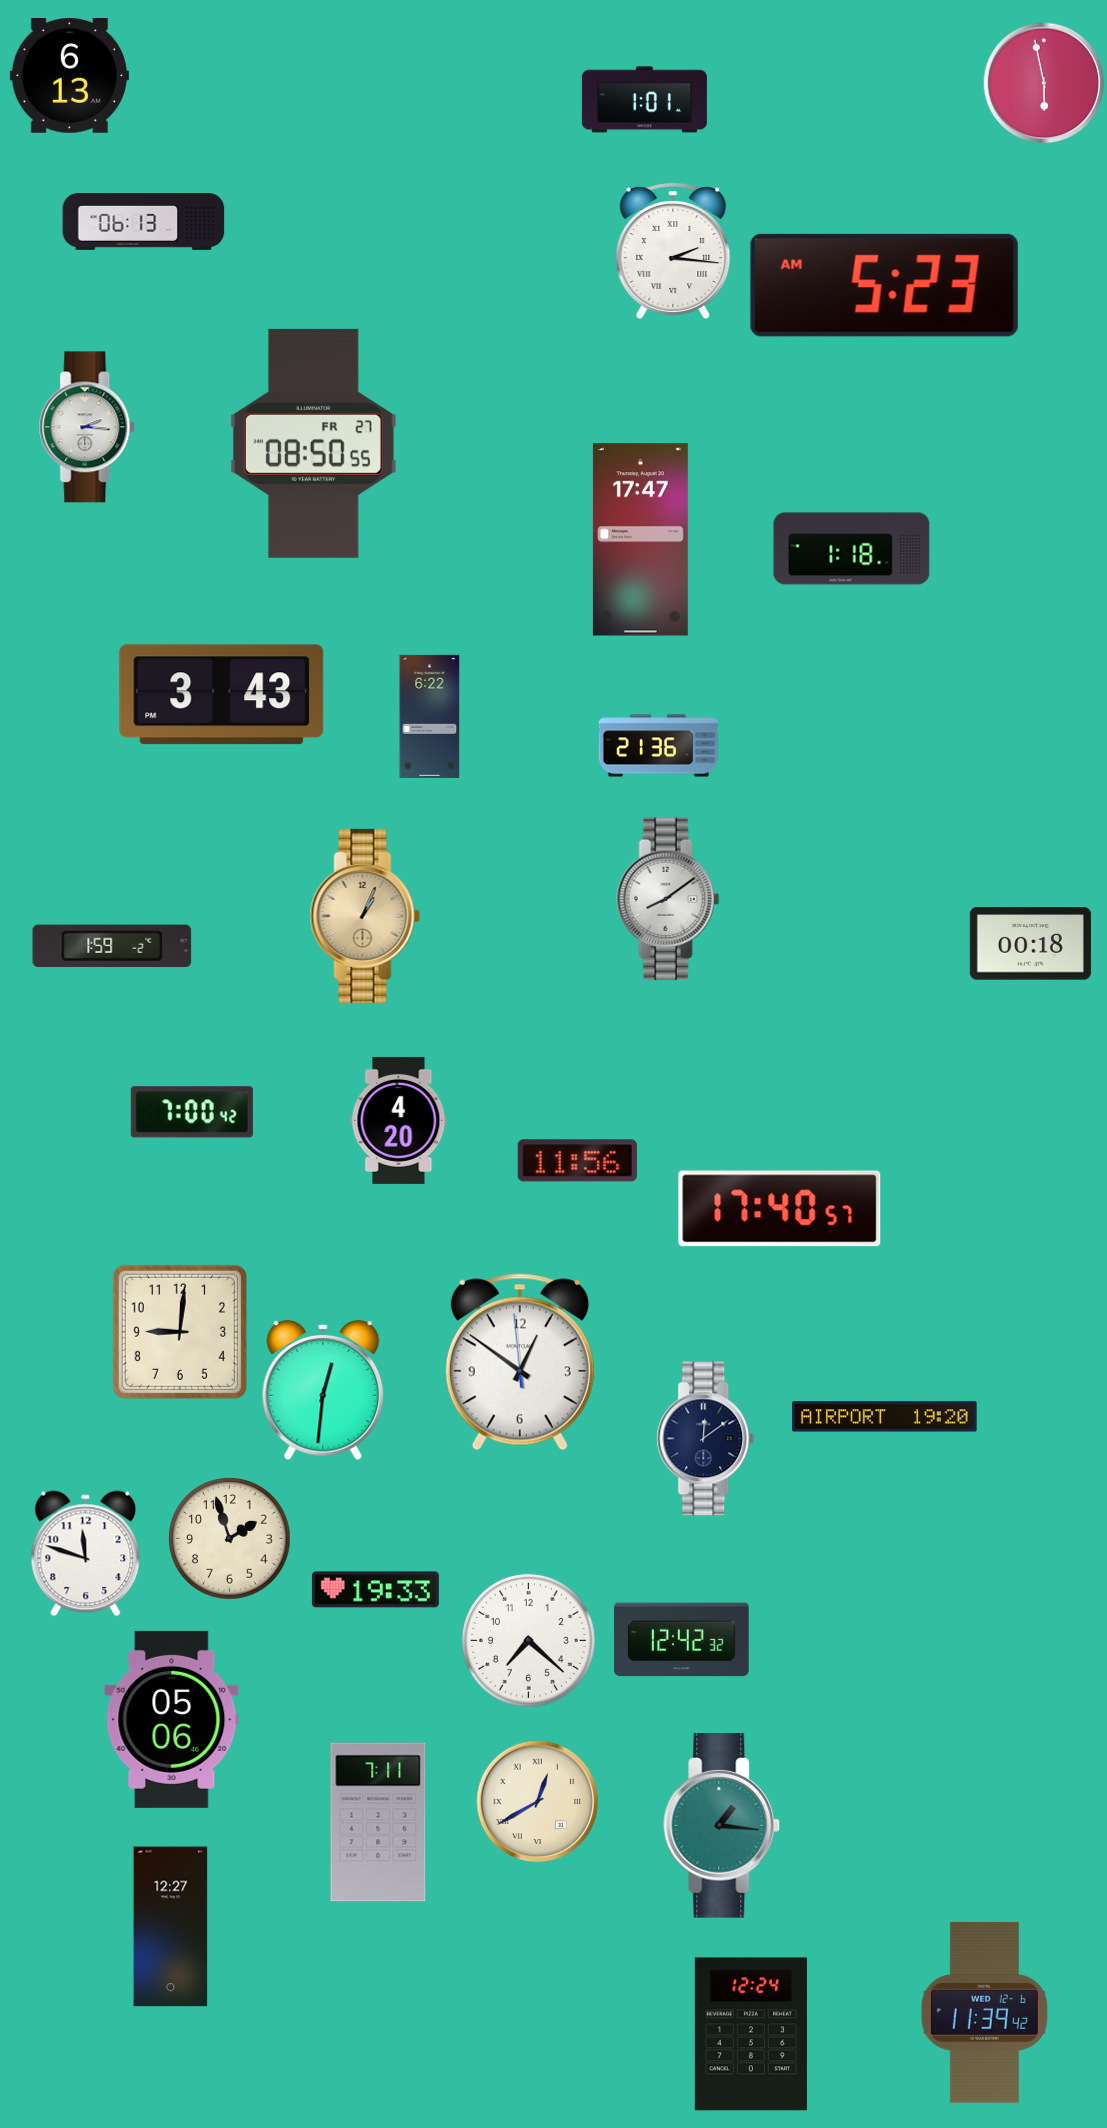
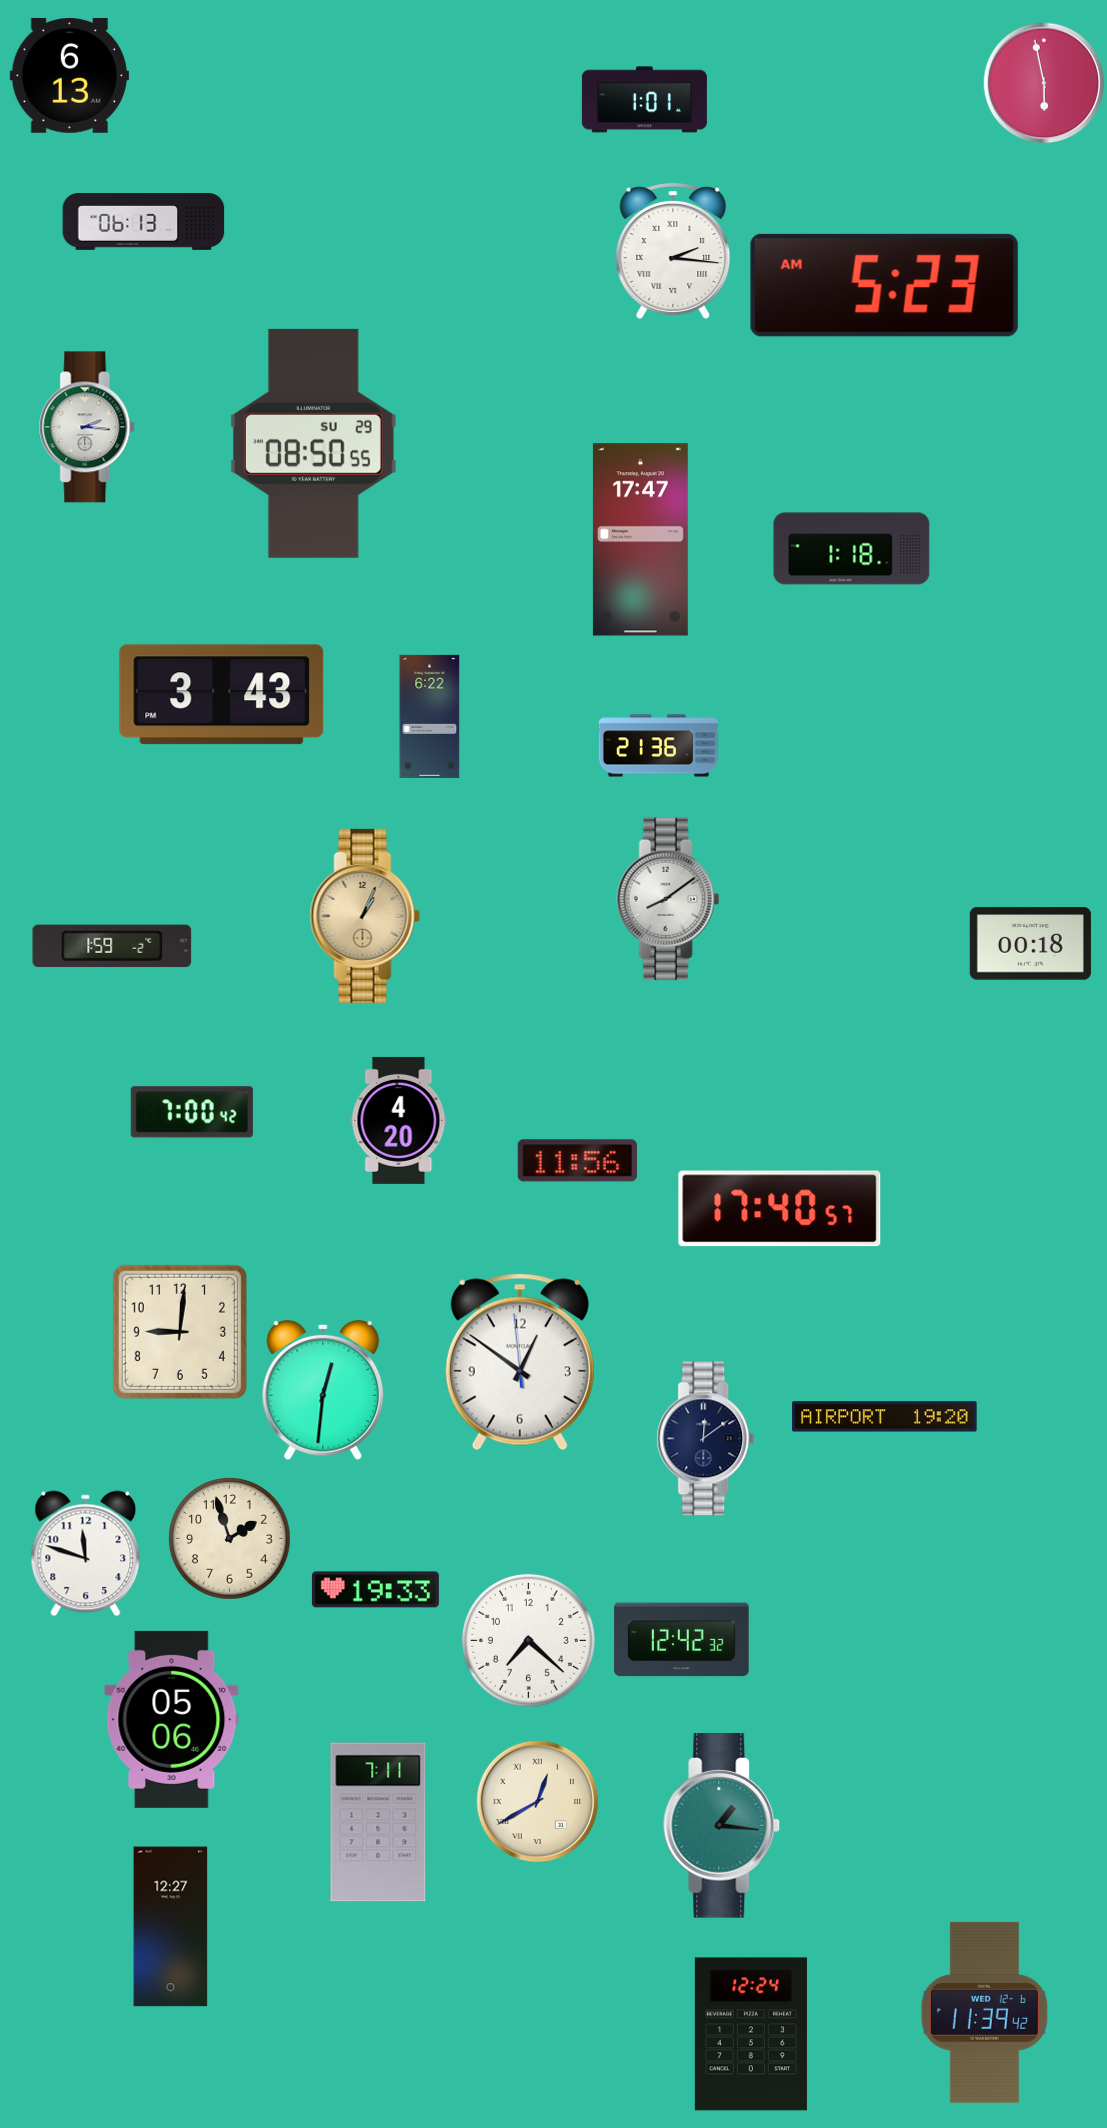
clock at (313, 443) date: FR 27 -> SU 29
